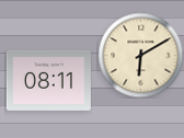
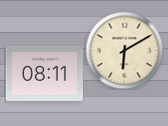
clock at (140, 55) position: (140, 55) -> (124, 50)
